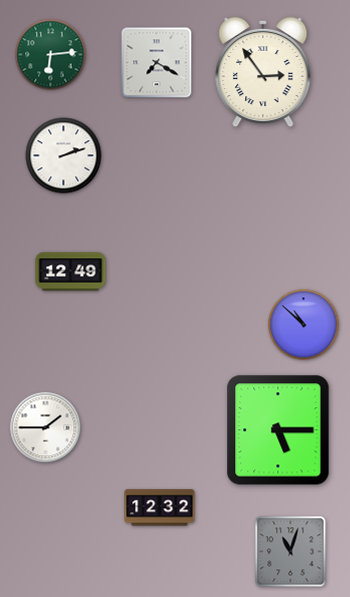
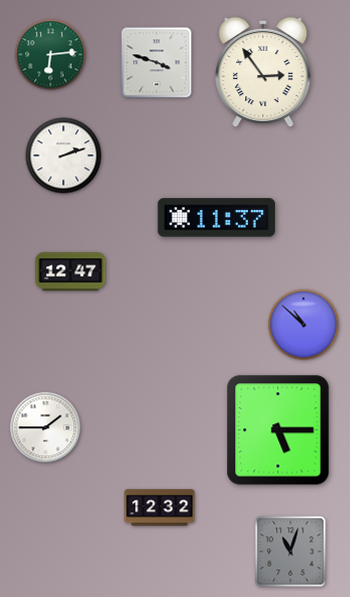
clock at (157, 63): 7:20 -> 3:48
clock at (217, 218): none -> 11:37
clock at (71, 272): 12:49 -> 12:47
